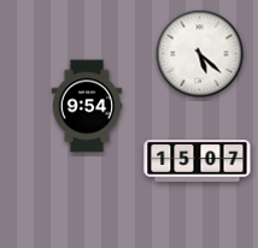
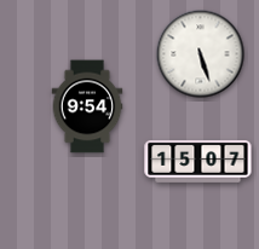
clock at (200, 54): 5:22 -> 5:27
